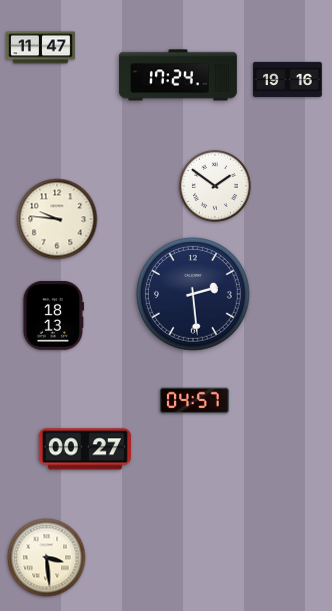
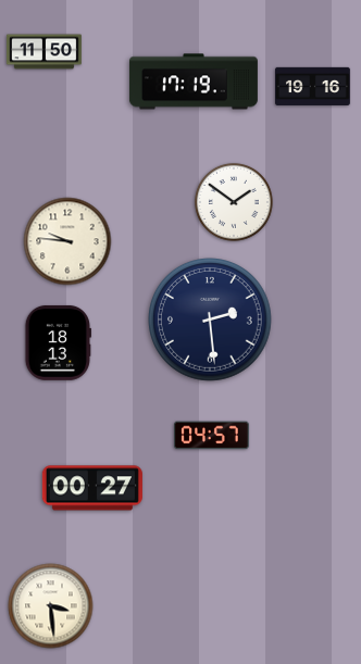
clock at (41, 48): 11:47 -> 11:50
clock at (178, 75): 17:24 -> 17:19
clock at (57, 219) position: (57, 219) -> (67, 241)
